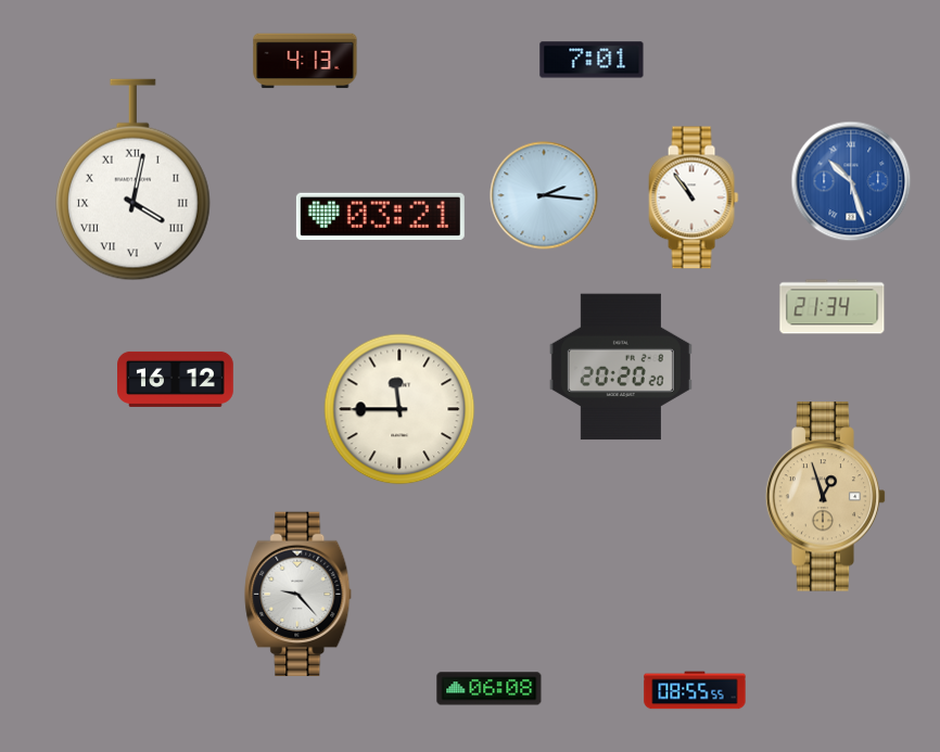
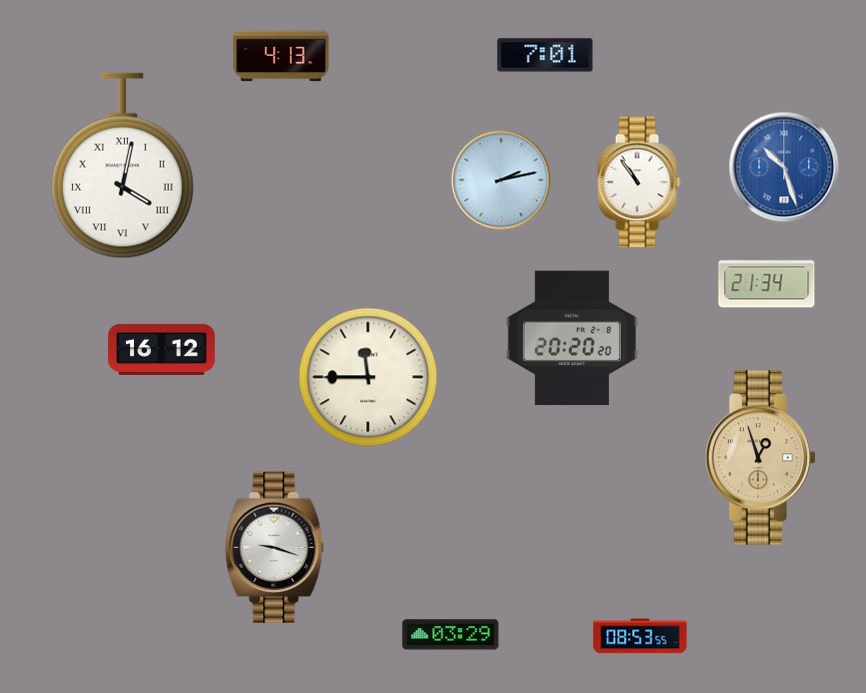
clock at (544, 195): 2:16 -> 2:13
clock at (380, 216): 03:21 -> none
clock at (298, 594): 9:23 -> 9:18
clock at (490, 689): 06:08 -> 03:29
clock at (695, 690): 08:55 -> 08:53
